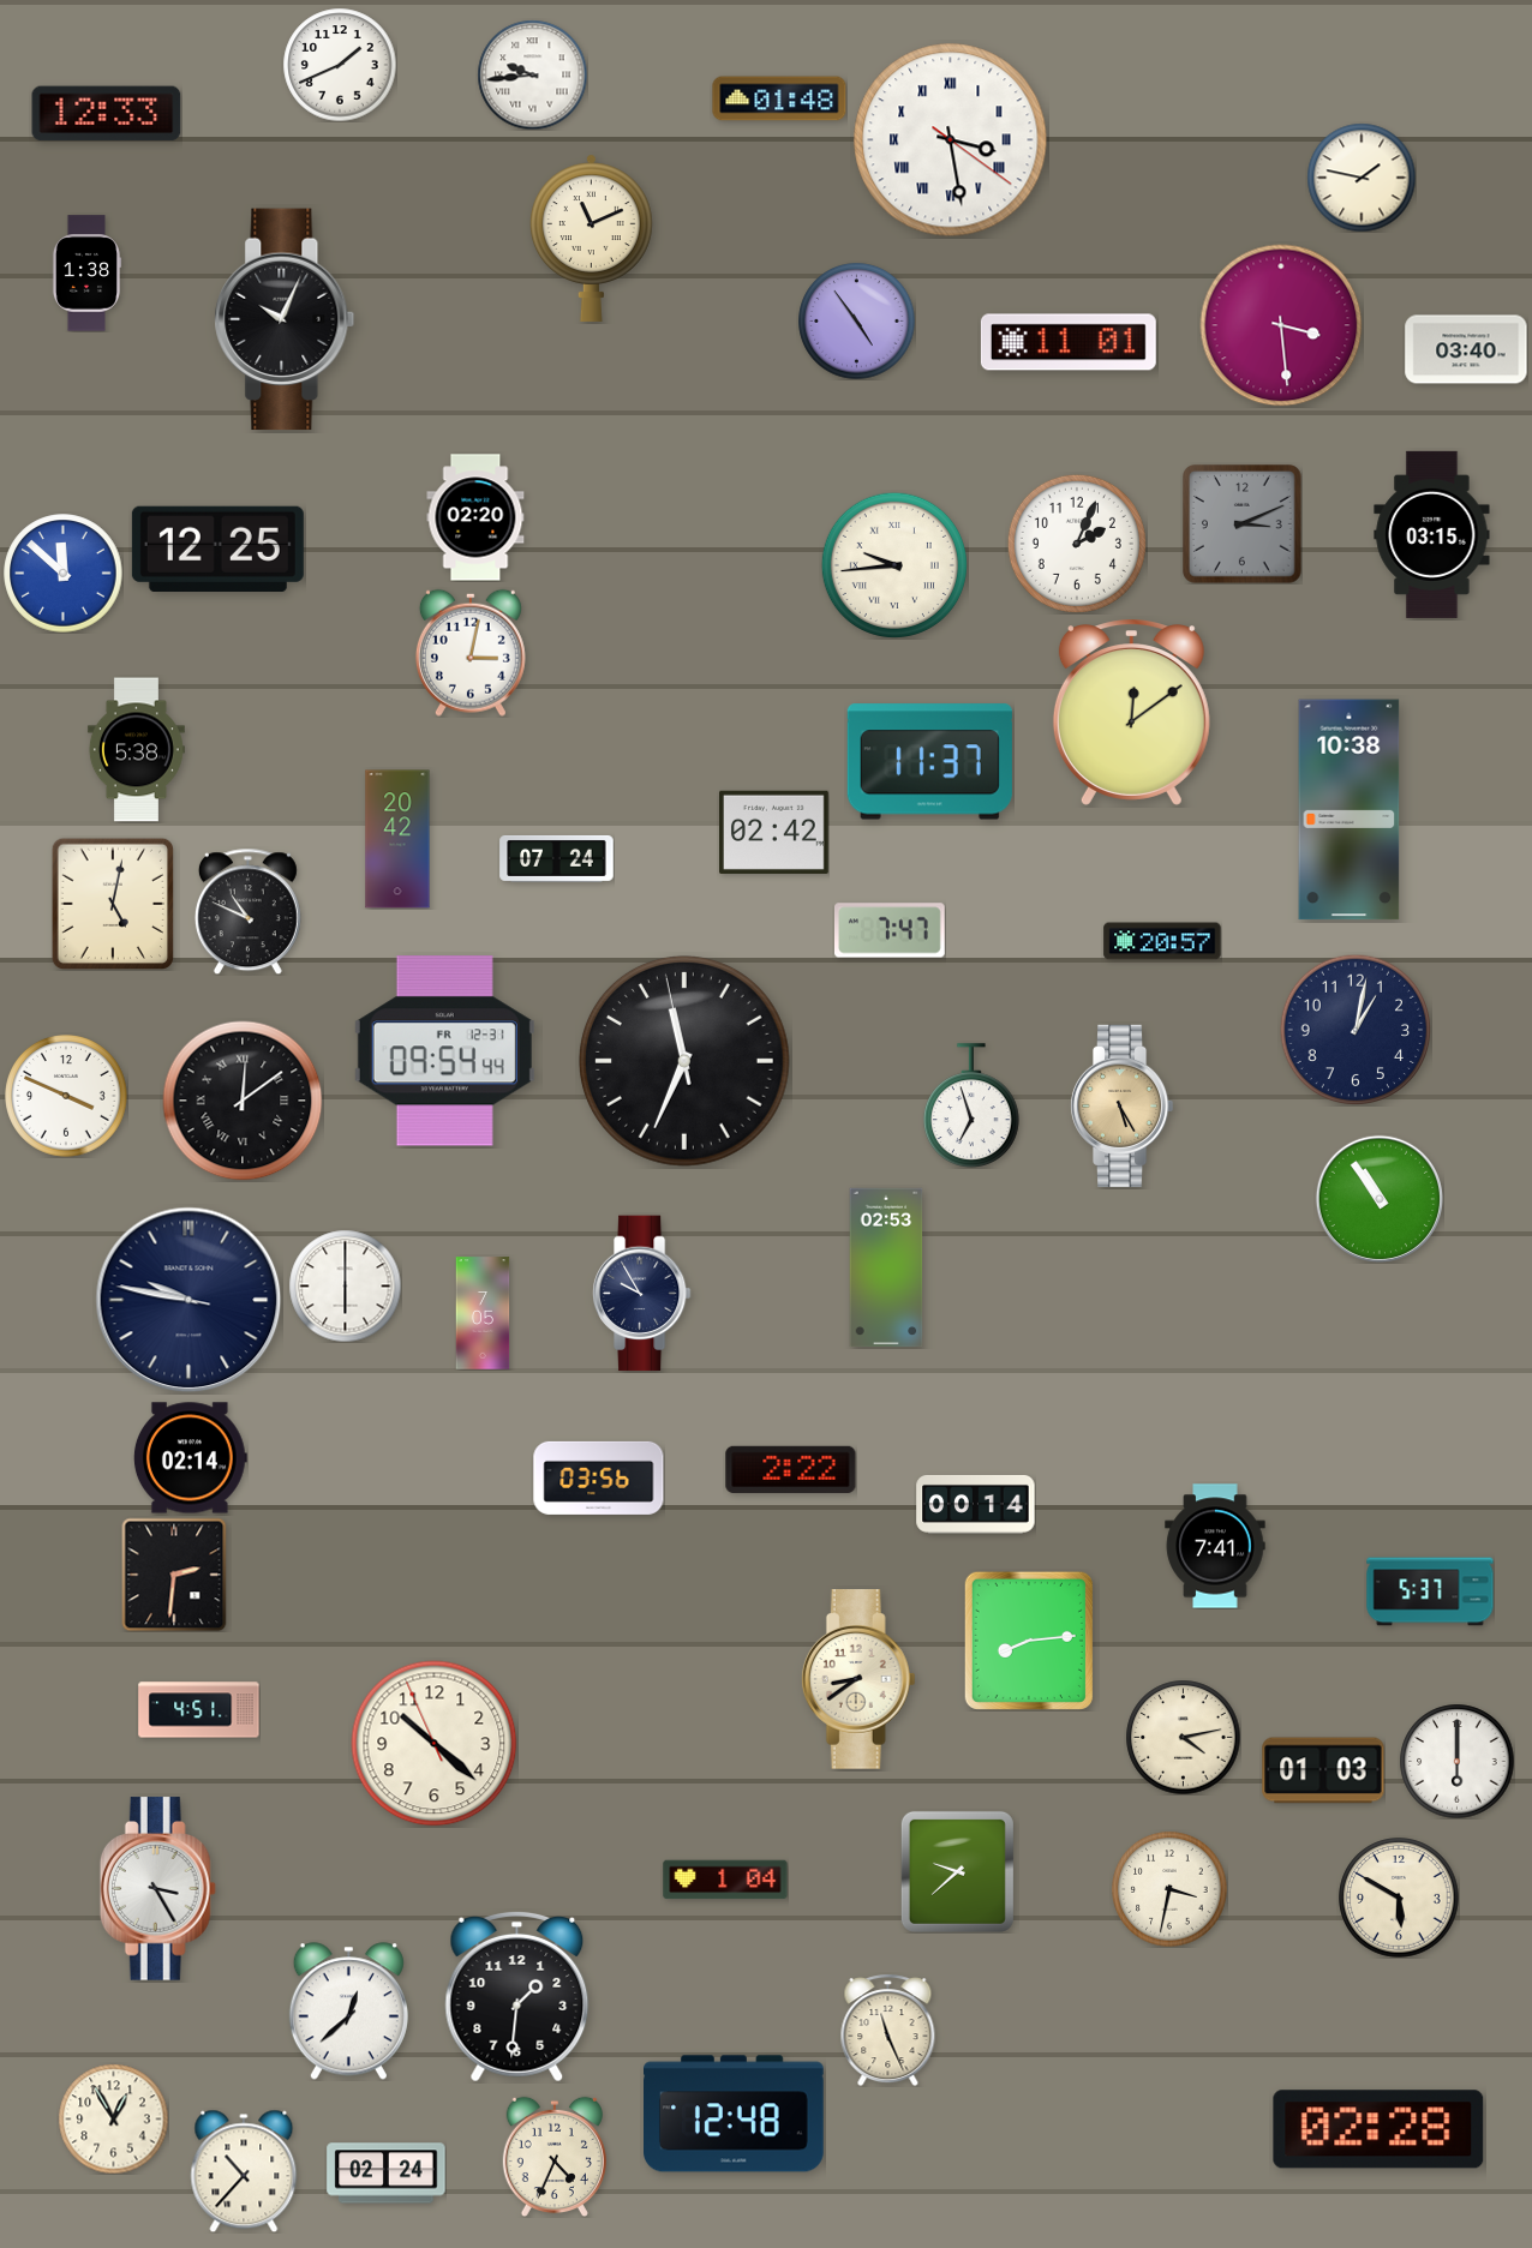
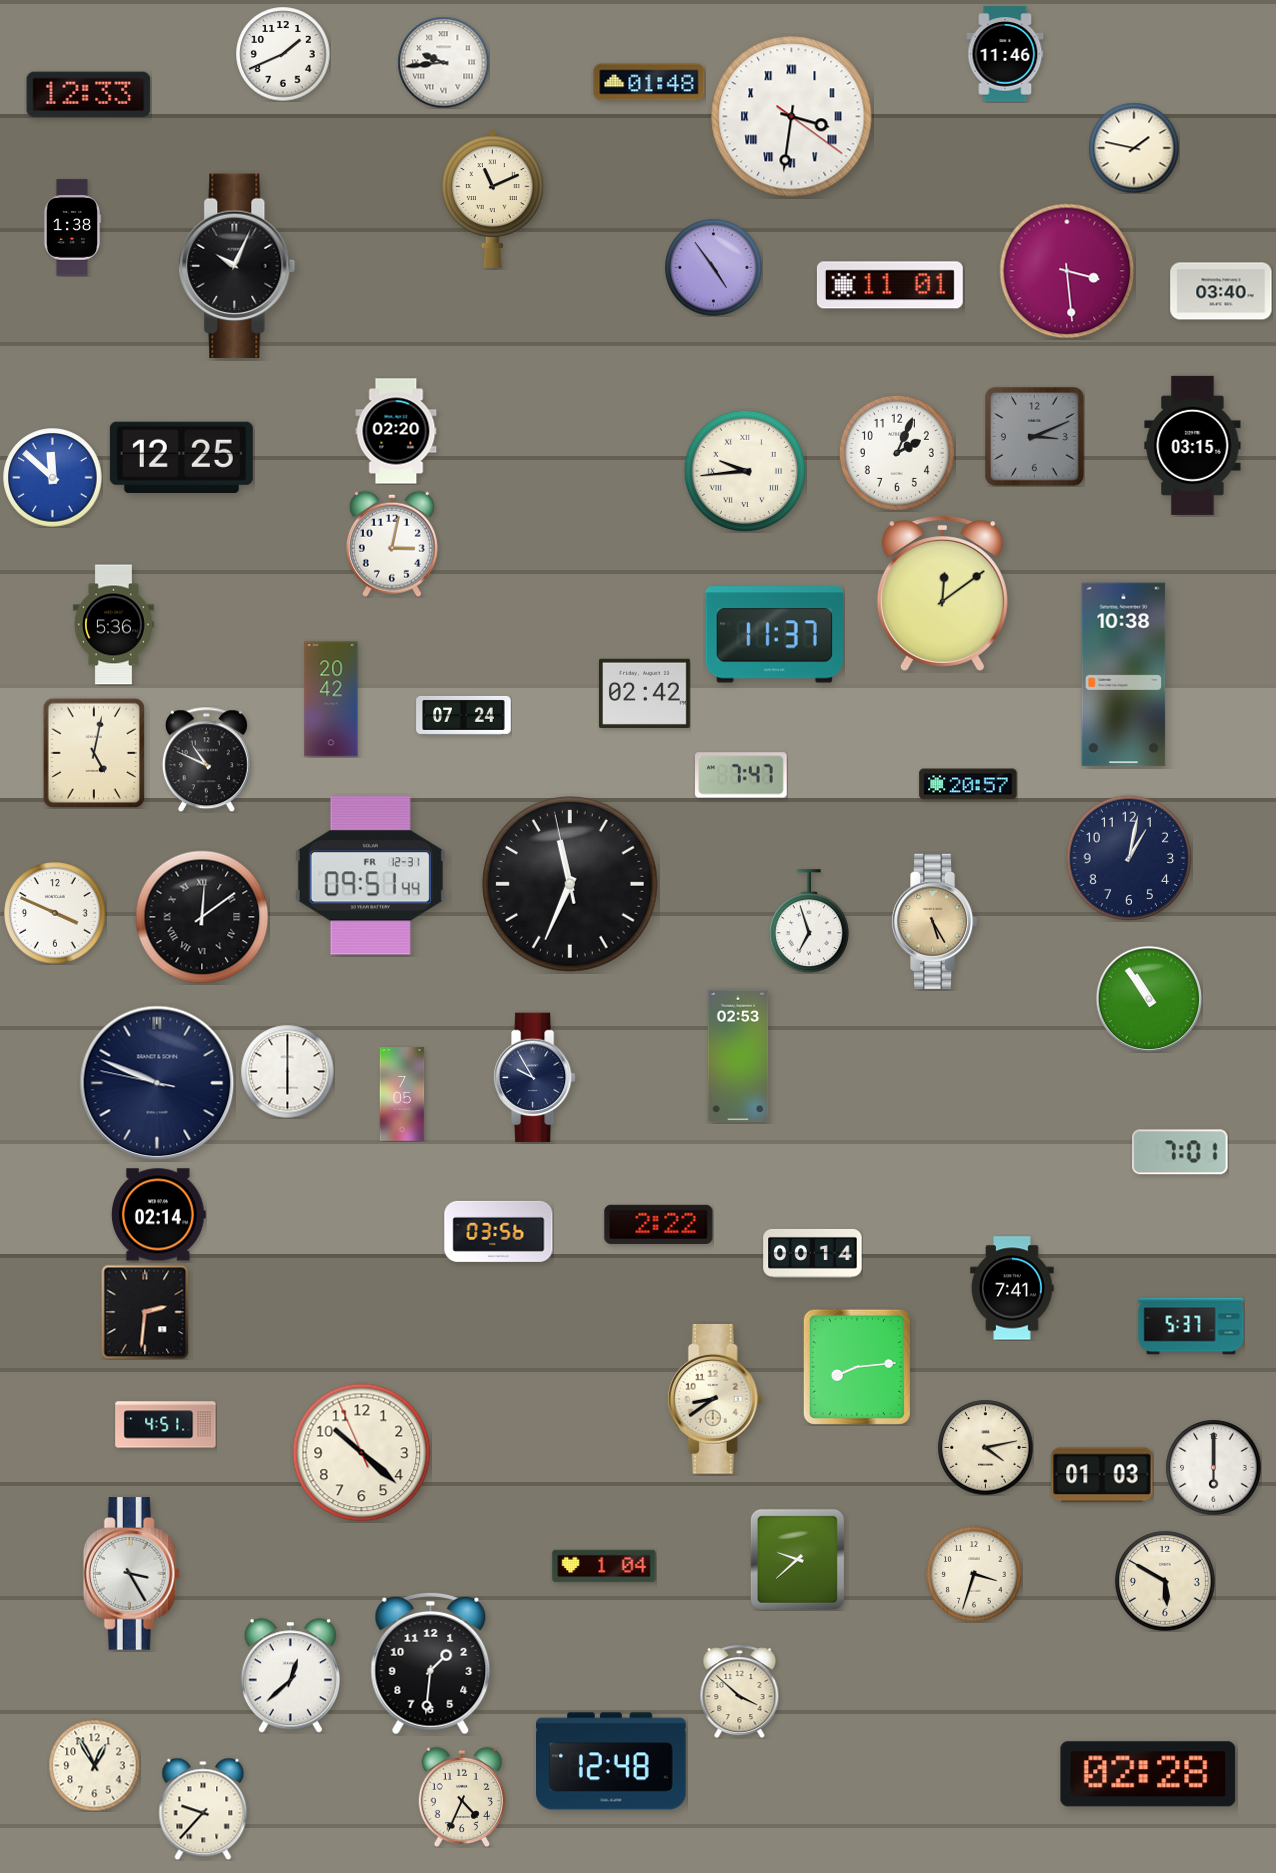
clock at (1005, 54): none -> 11:46
clock at (951, 140): 3:28 -> 3:31
clock at (136, 750): 5:38 -> 5:36
clock at (444, 1051): 09:54 -> 09:51
clock at (188, 1300): 9:46 -> 9:48
clock at (1180, 1152): none -> 7:01
clock at (1169, 1889): 3:32 -> 3:33
clock at (888, 2030): 11:26 -> 3:52
clock at (244, 2171): 10:37 -> 9:37
clock at (387, 2174): 02:24 -> none
